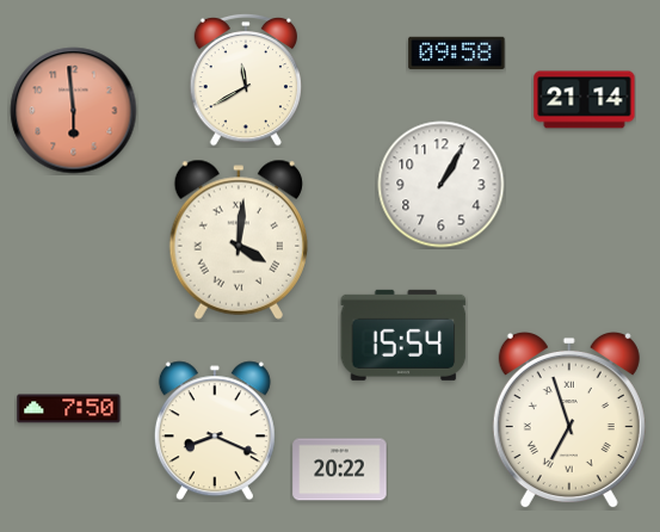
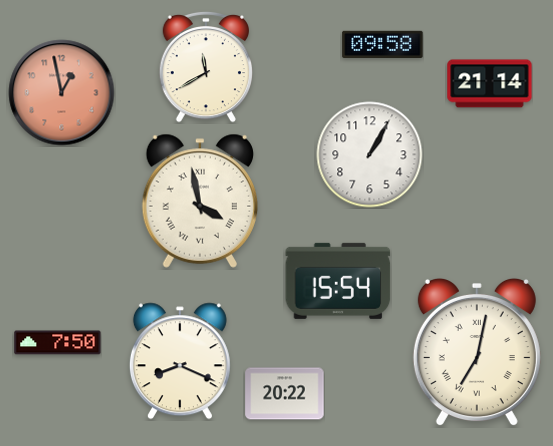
clock at (74, 111): 5:59 -> 12:58
clock at (238, 240): 4:01 -> 3:58
clock at (569, 420): 6:57 -> 7:02
